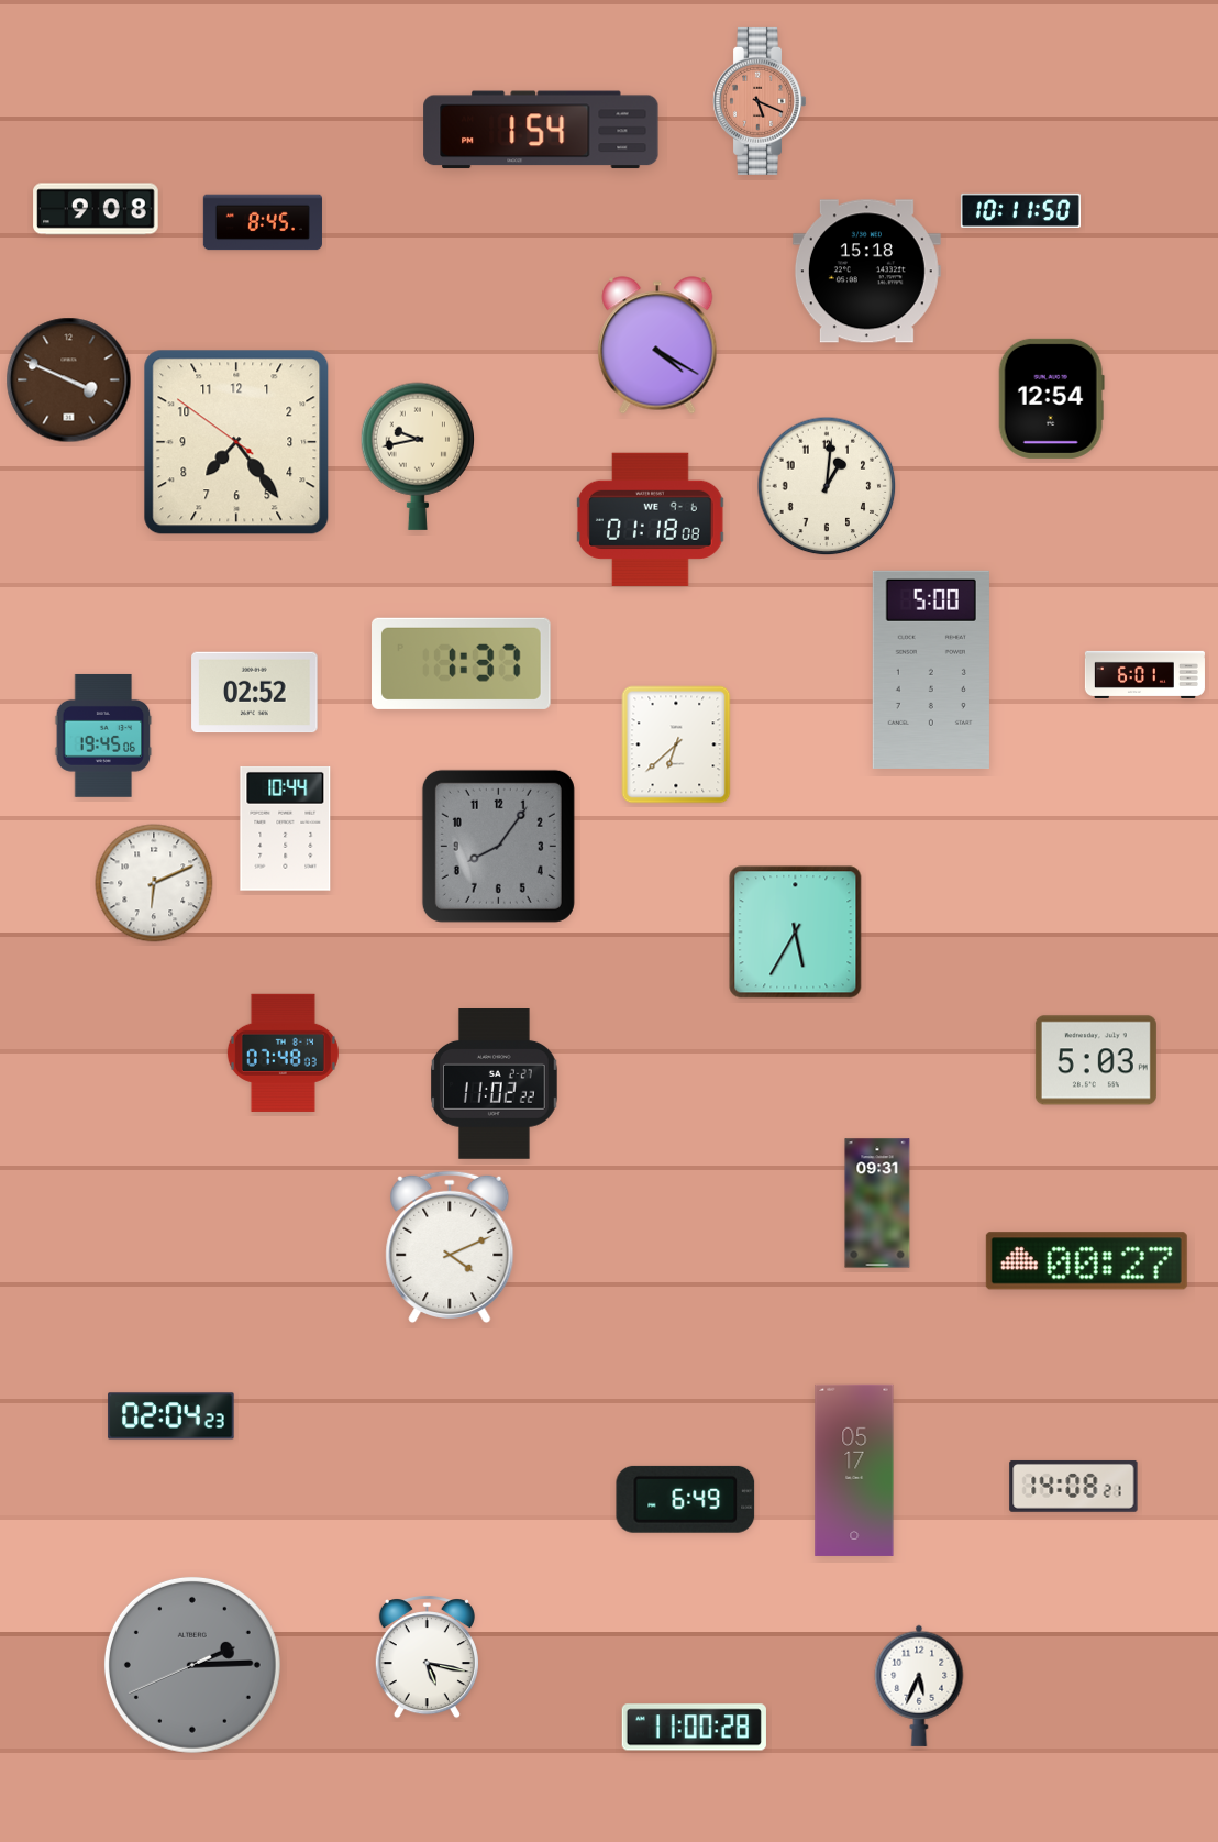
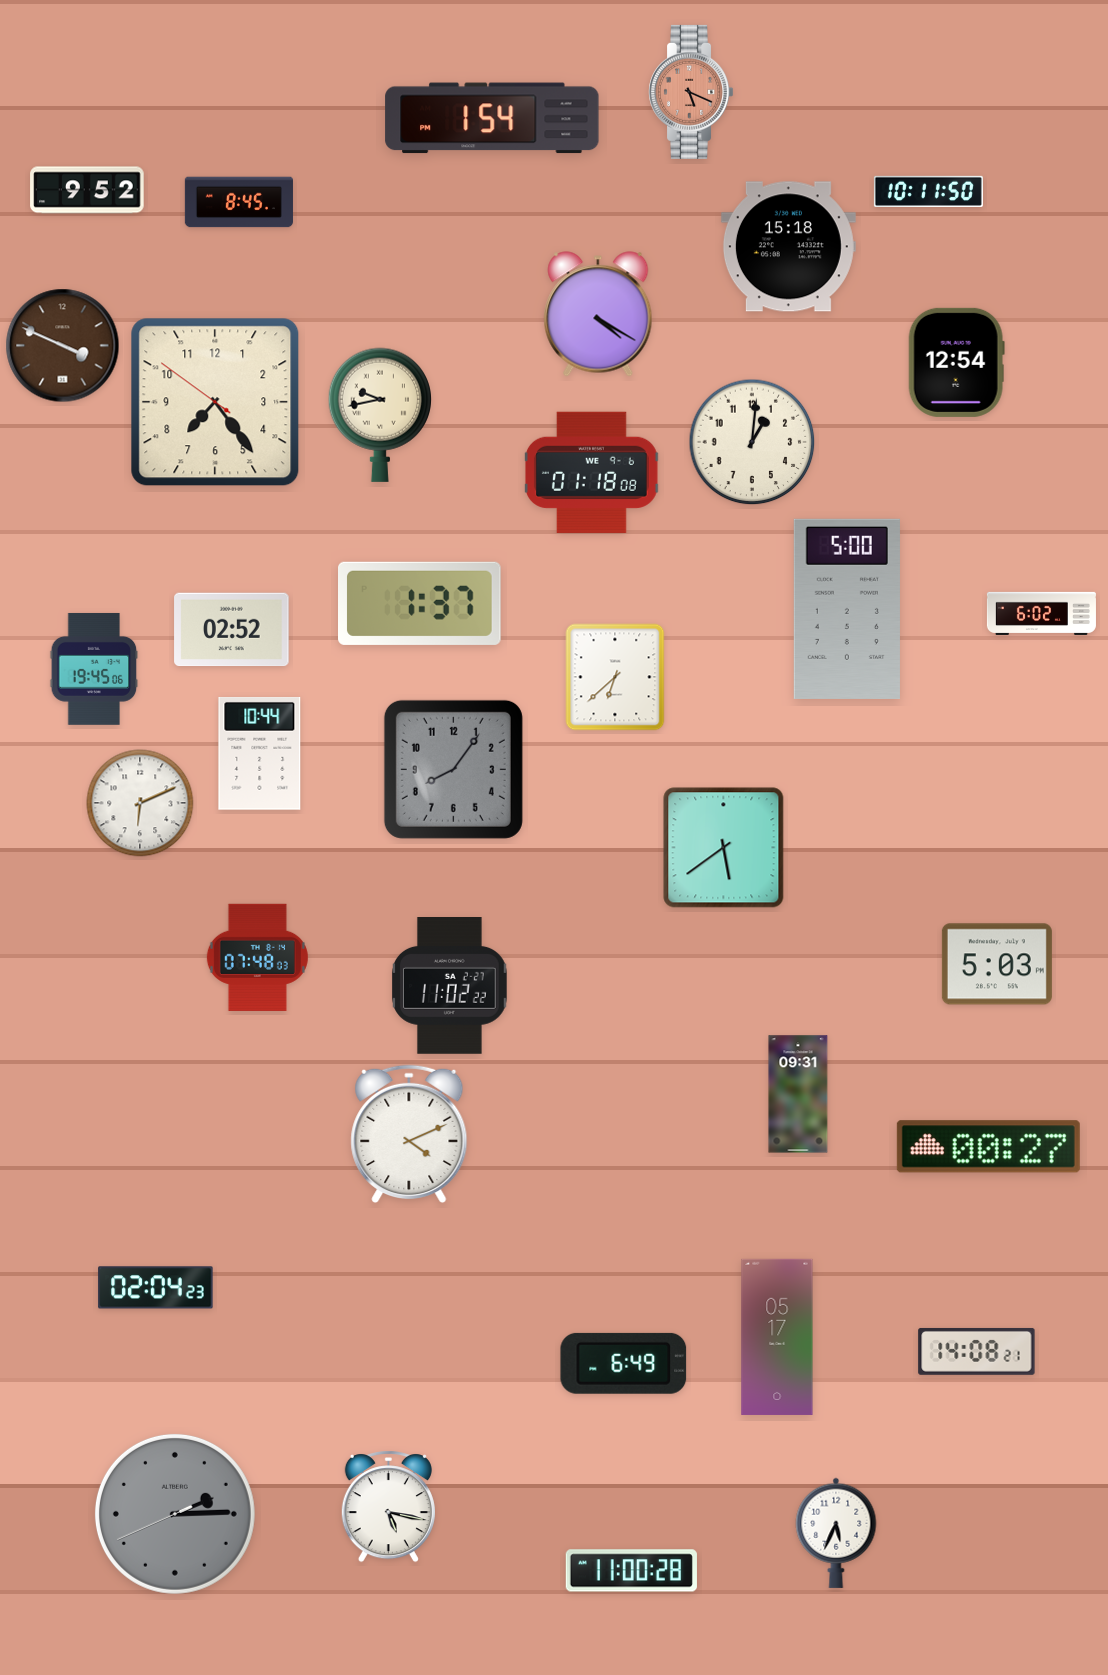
clock at (96, 209): 9:08 -> 9:52
clock at (1144, 674): 6:01 -> 6:02
clock at (796, 933): 5:35 -> 5:39
